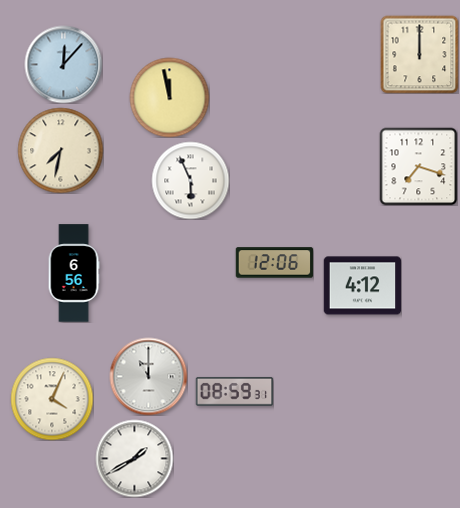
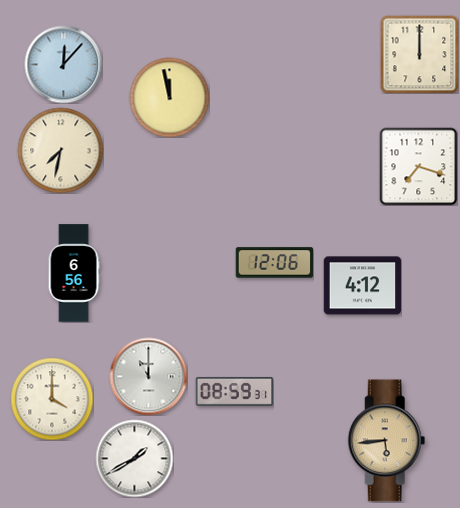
clock at (190, 180): 5:56 -> none
clock at (52, 399): 4:04 -> 4:00
clock at (387, 441): none -> 5:44
